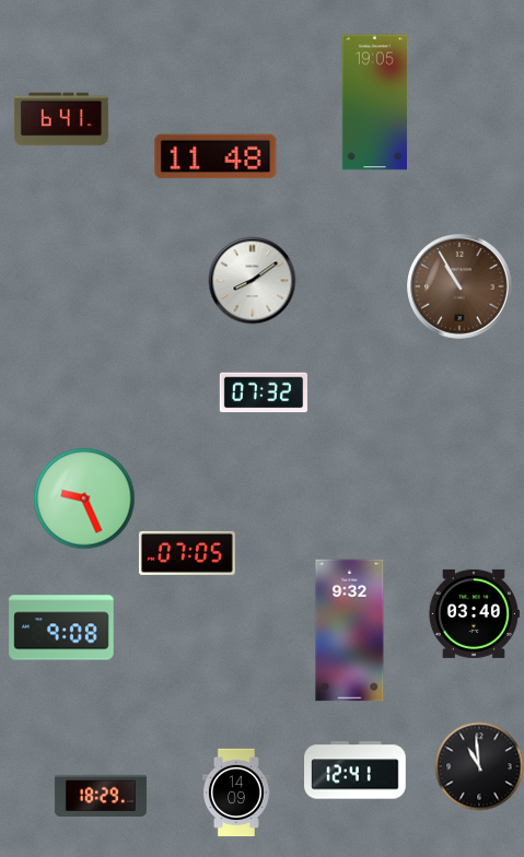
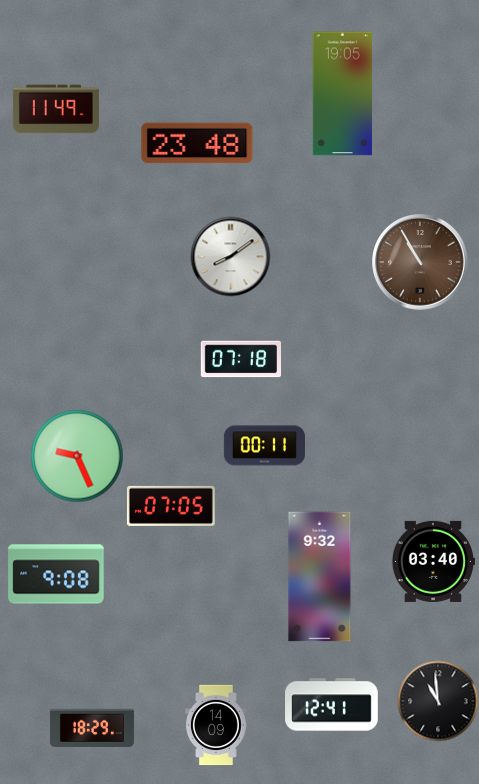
clock at (61, 119): 6:41 -> 11:49
clock at (216, 156): 11:48 -> 23:48
clock at (263, 392): 07:32 -> 07:18
clock at (264, 446): none -> 00:11
clock at (356, 771) position: (356, 771) -> (332, 705)
